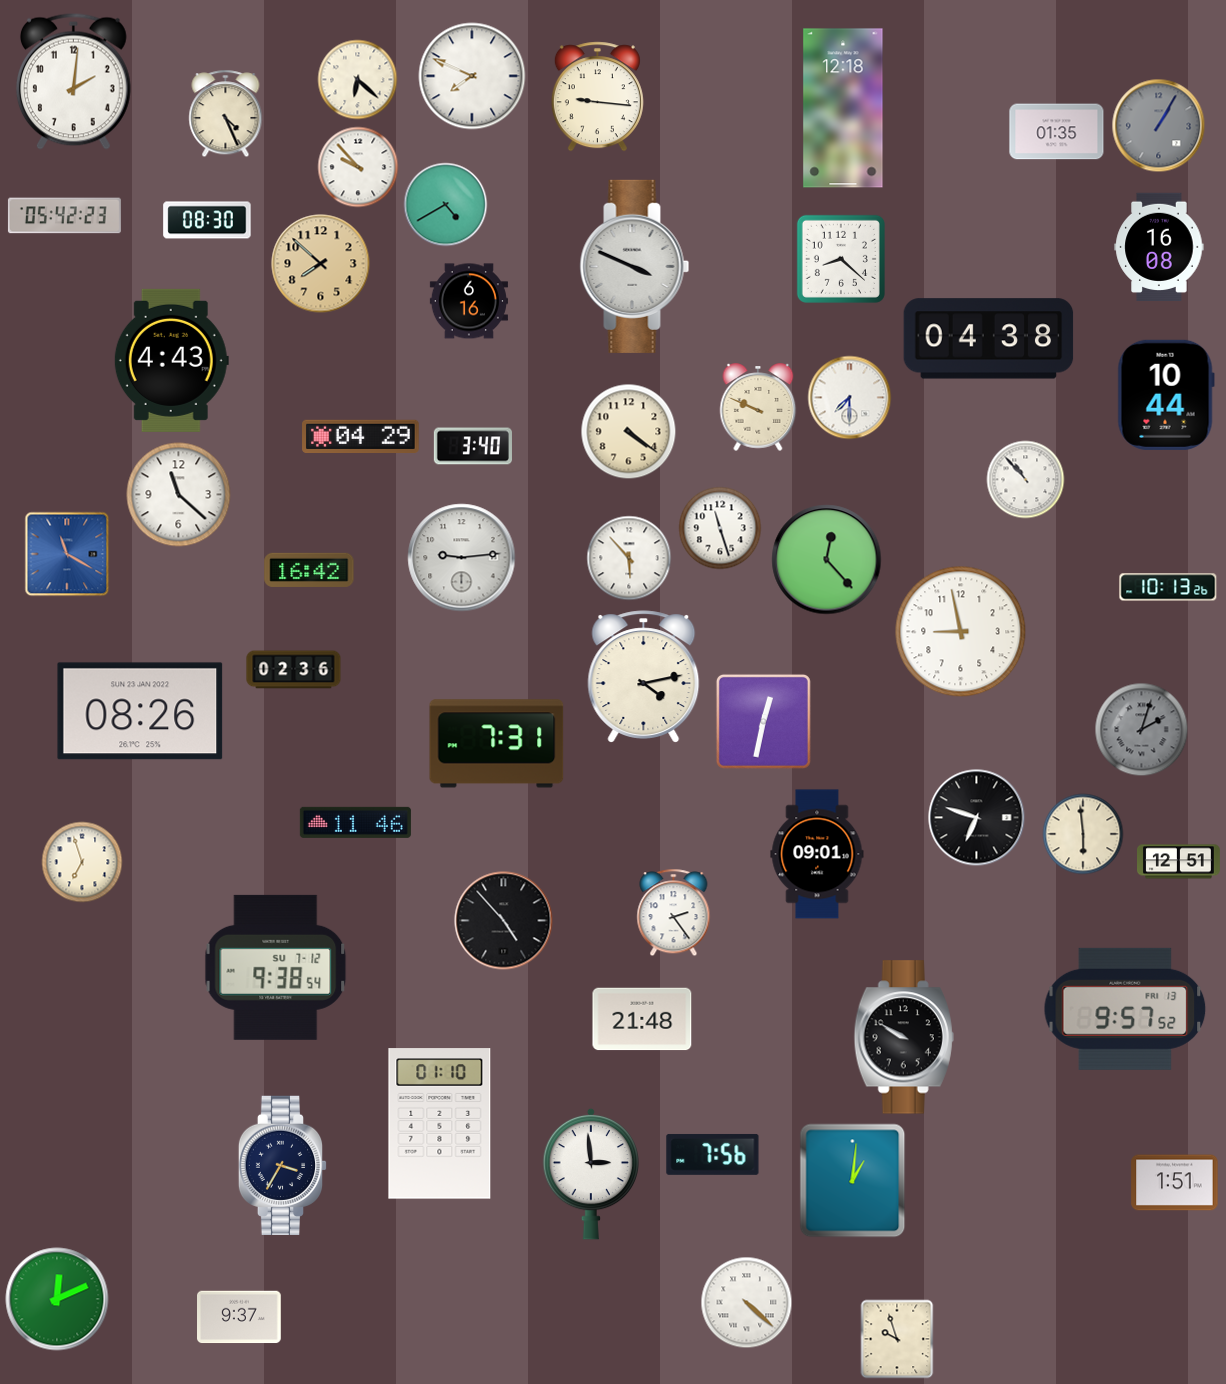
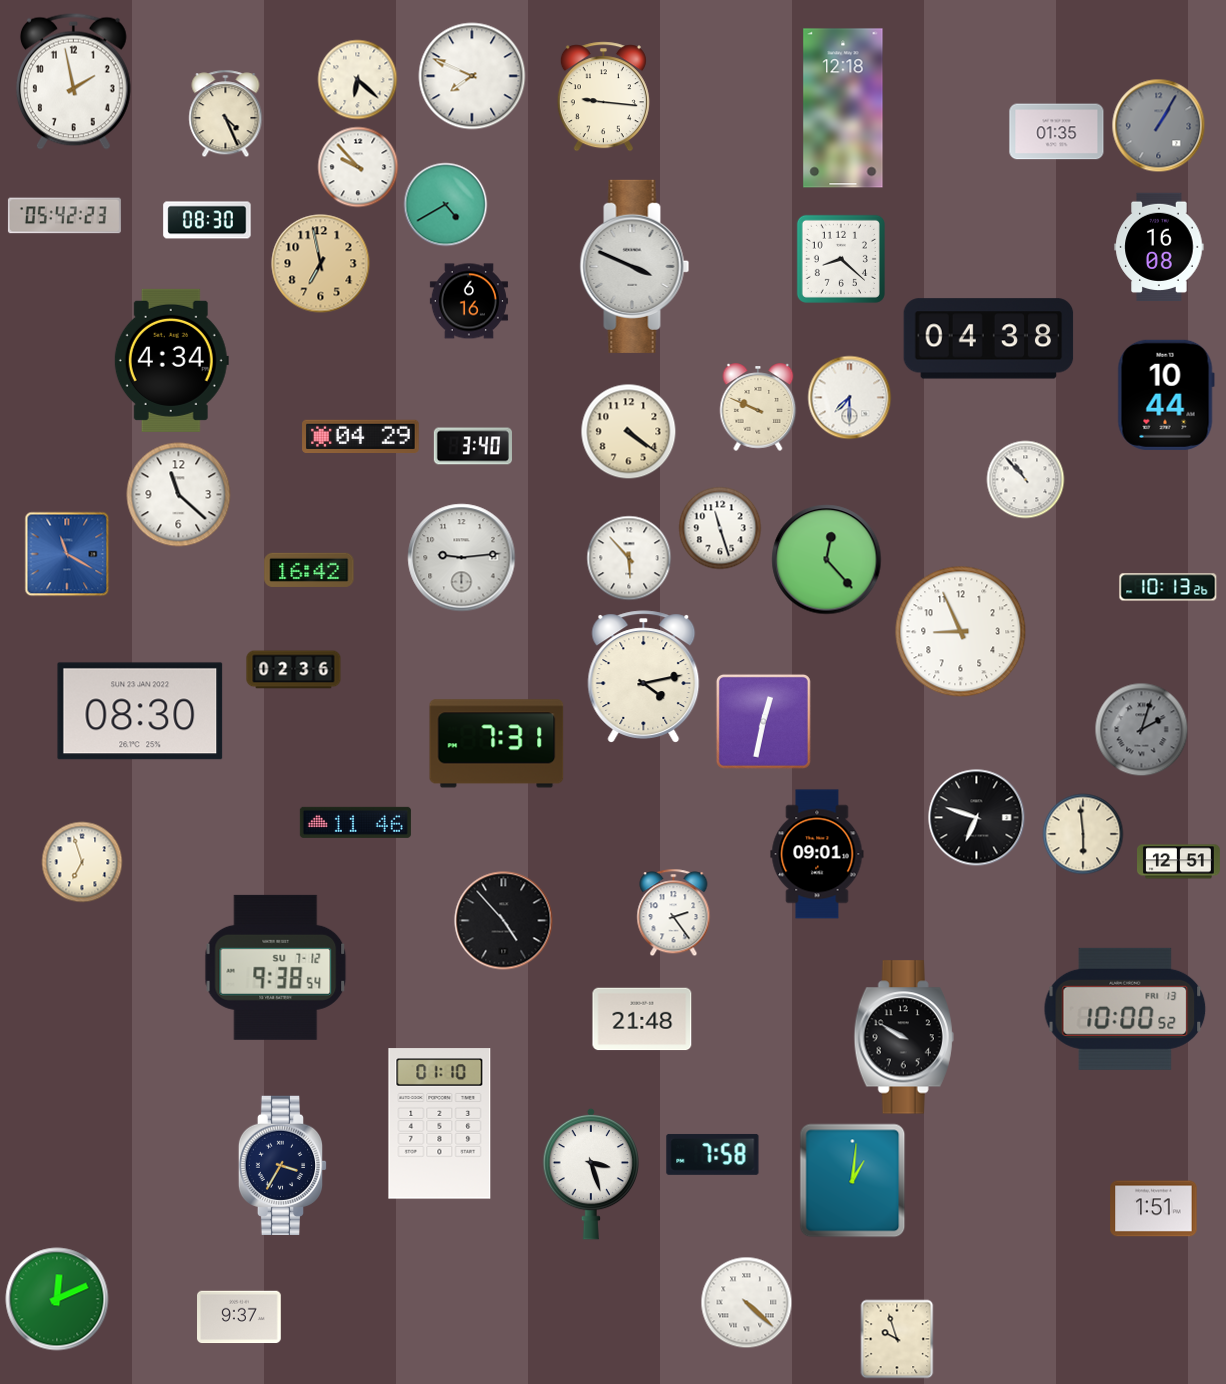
clock at (73, 81): 2:01 -> 1:58
clock at (597, 97) position: (597, 97) -> (603, 97)
clock at (321, 264): 7:52 -> 6:58
clock at (171, 360): 4:43 -> 4:34
clock at (961, 632): 8:58 -> 8:56
clock at (140, 711): 08:26 -> 08:30
clock at (1125, 1009): 9:57 -> 10:00
clock at (713, 1154): 7:56 -> 7:58
clock at (590, 1174): 2:59 -> 3:27
clock at (1175, 1183) position: (1175, 1183) -> (1154, 1209)
